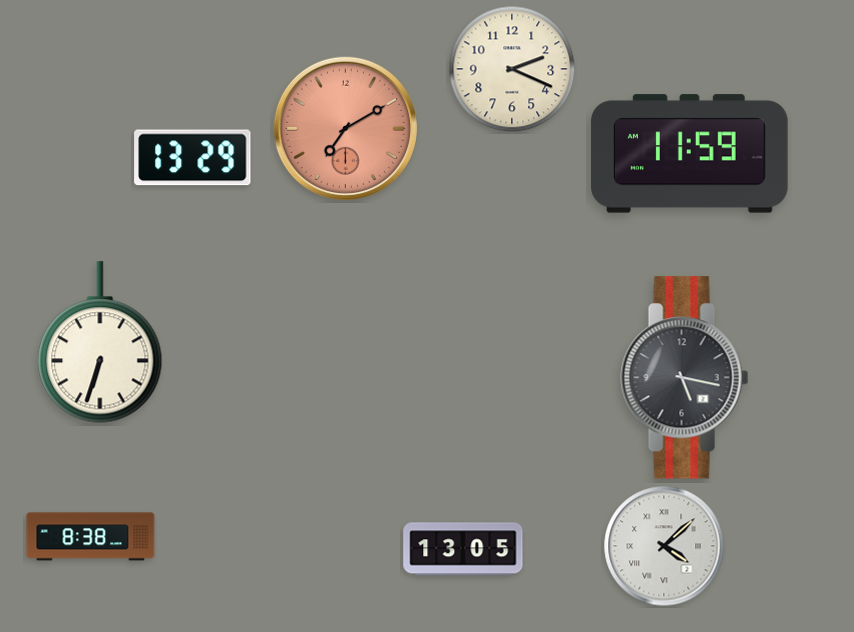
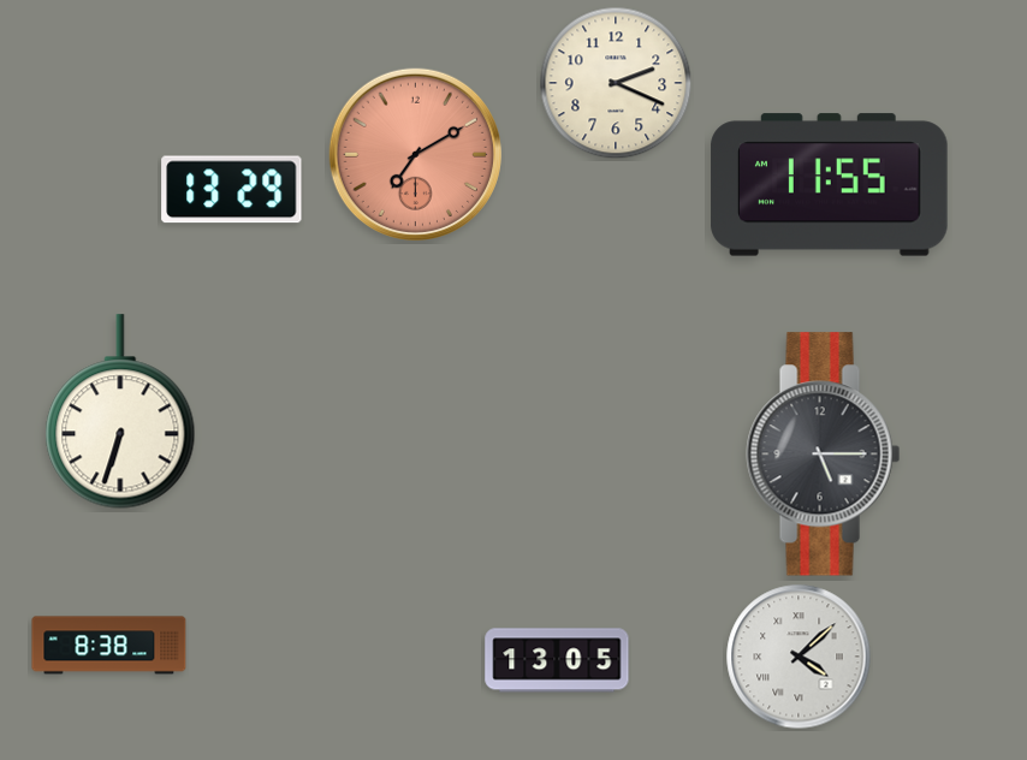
clock at (690, 154): 11:59 -> 11:55
clock at (685, 378): 5:17 -> 5:15
